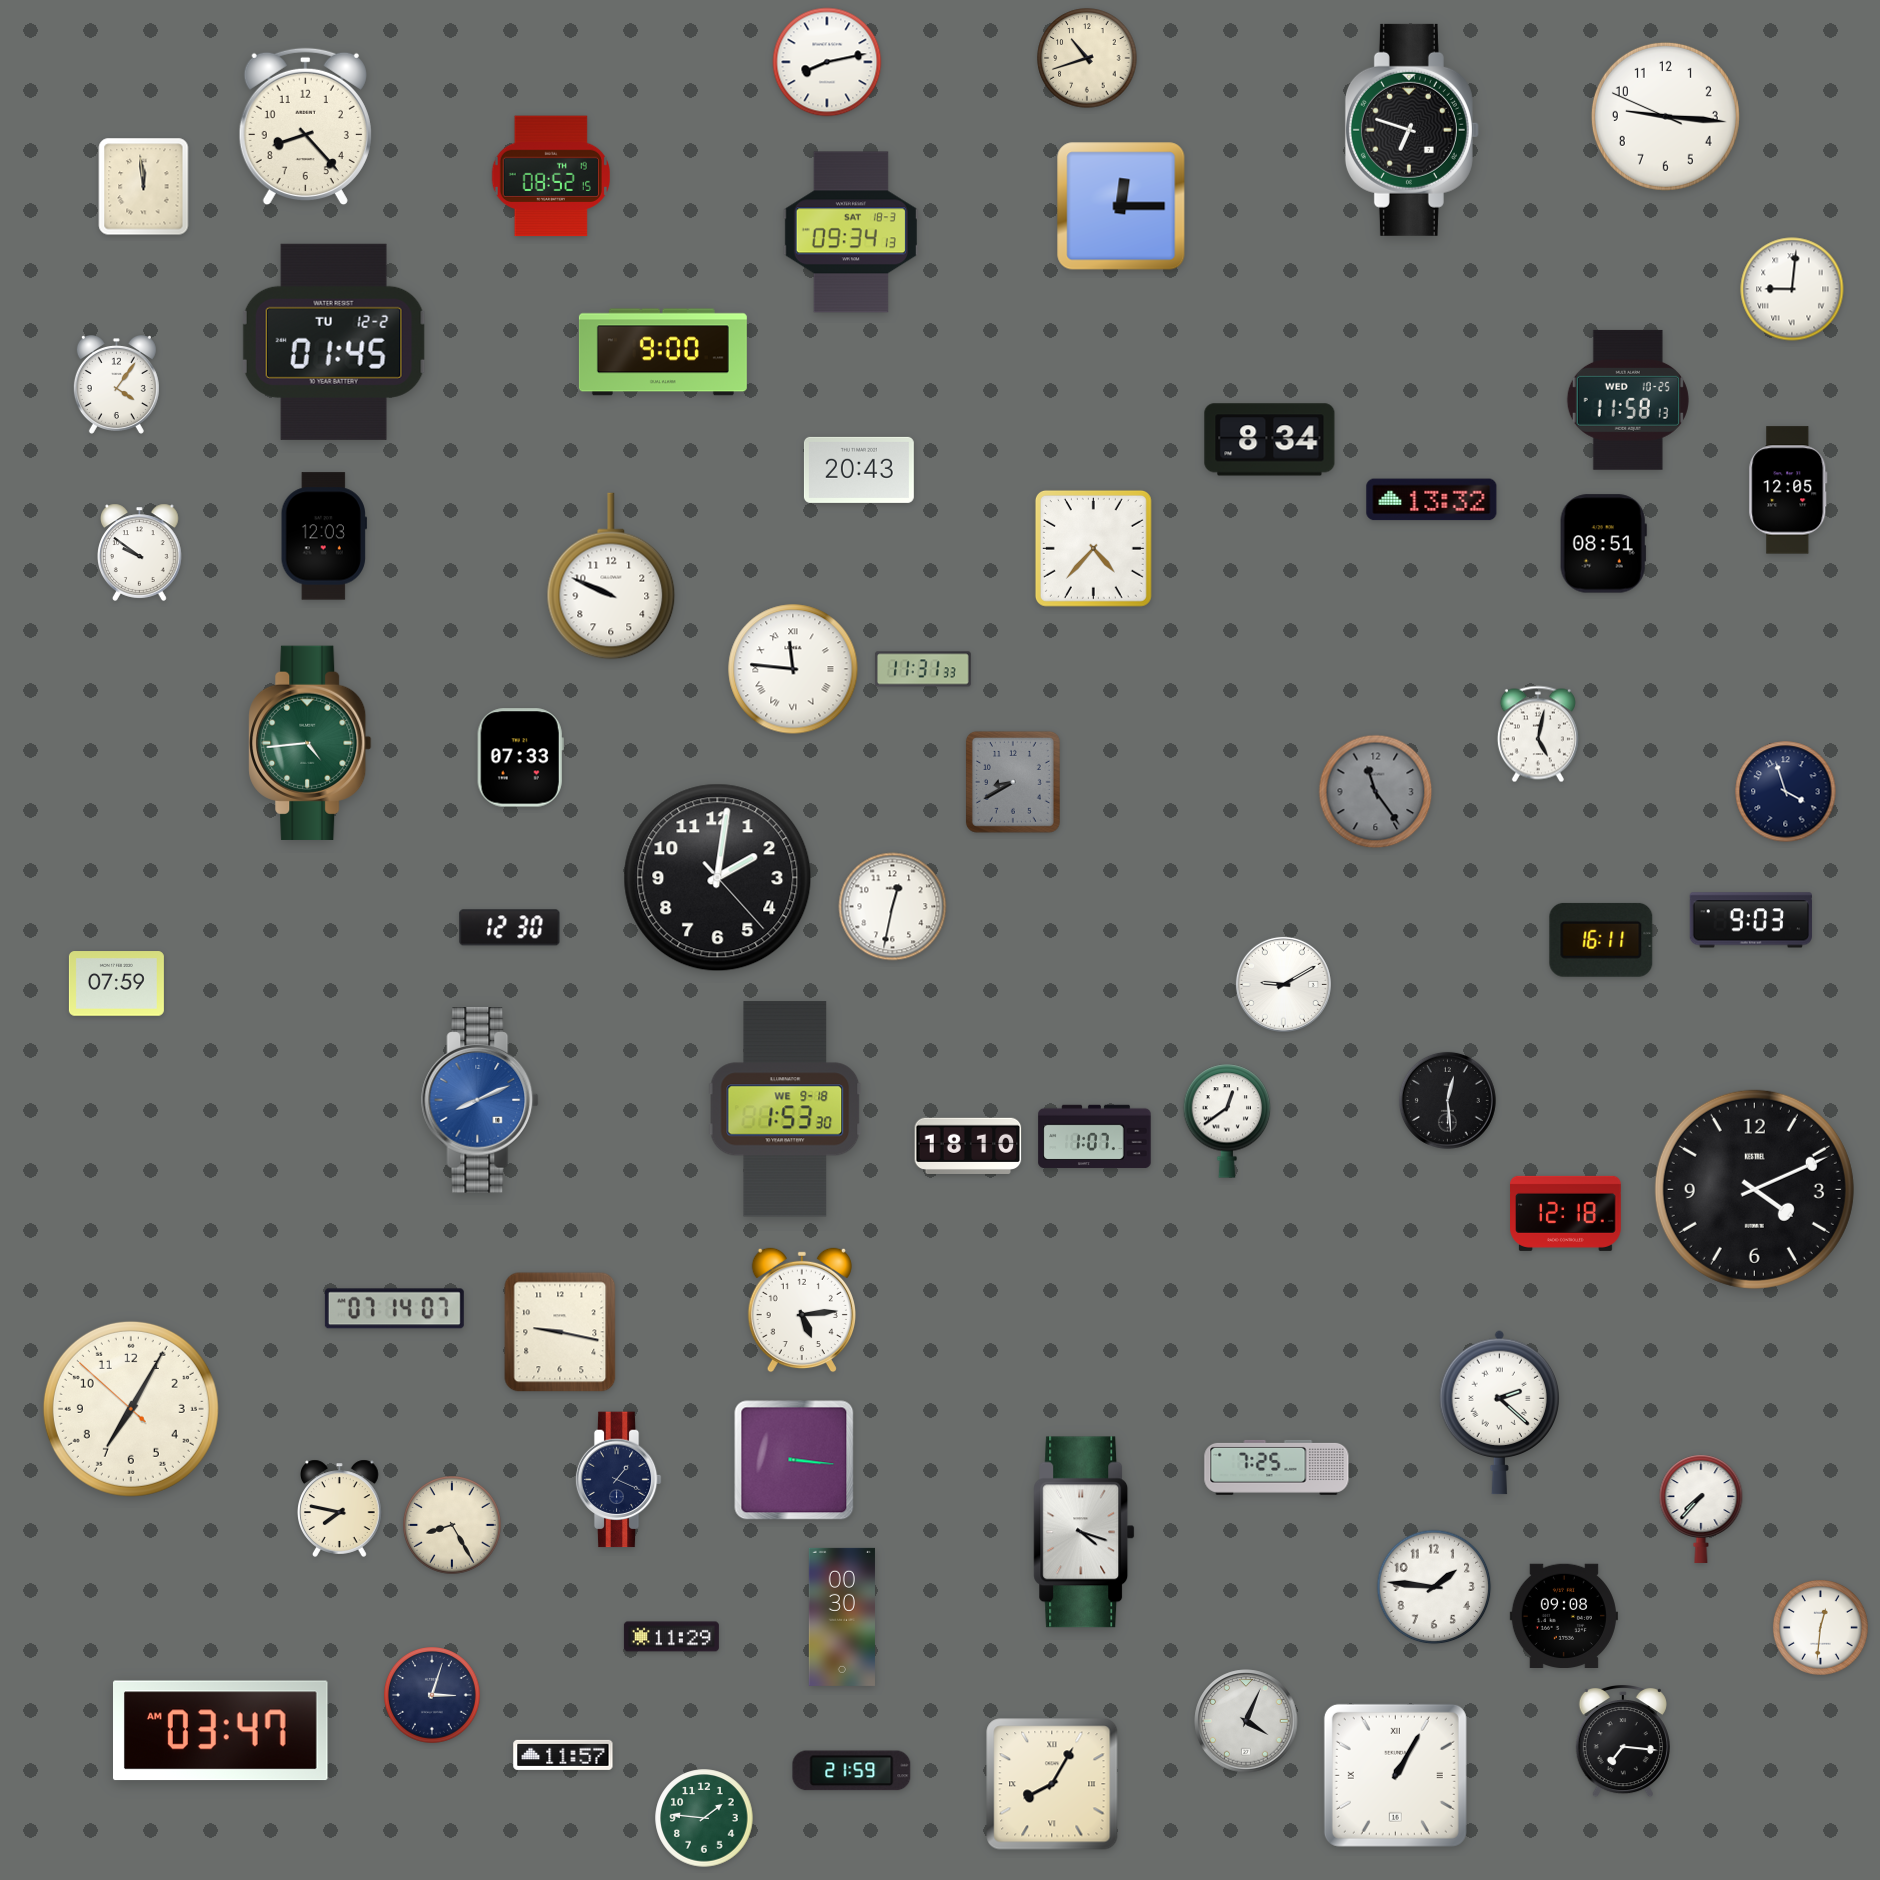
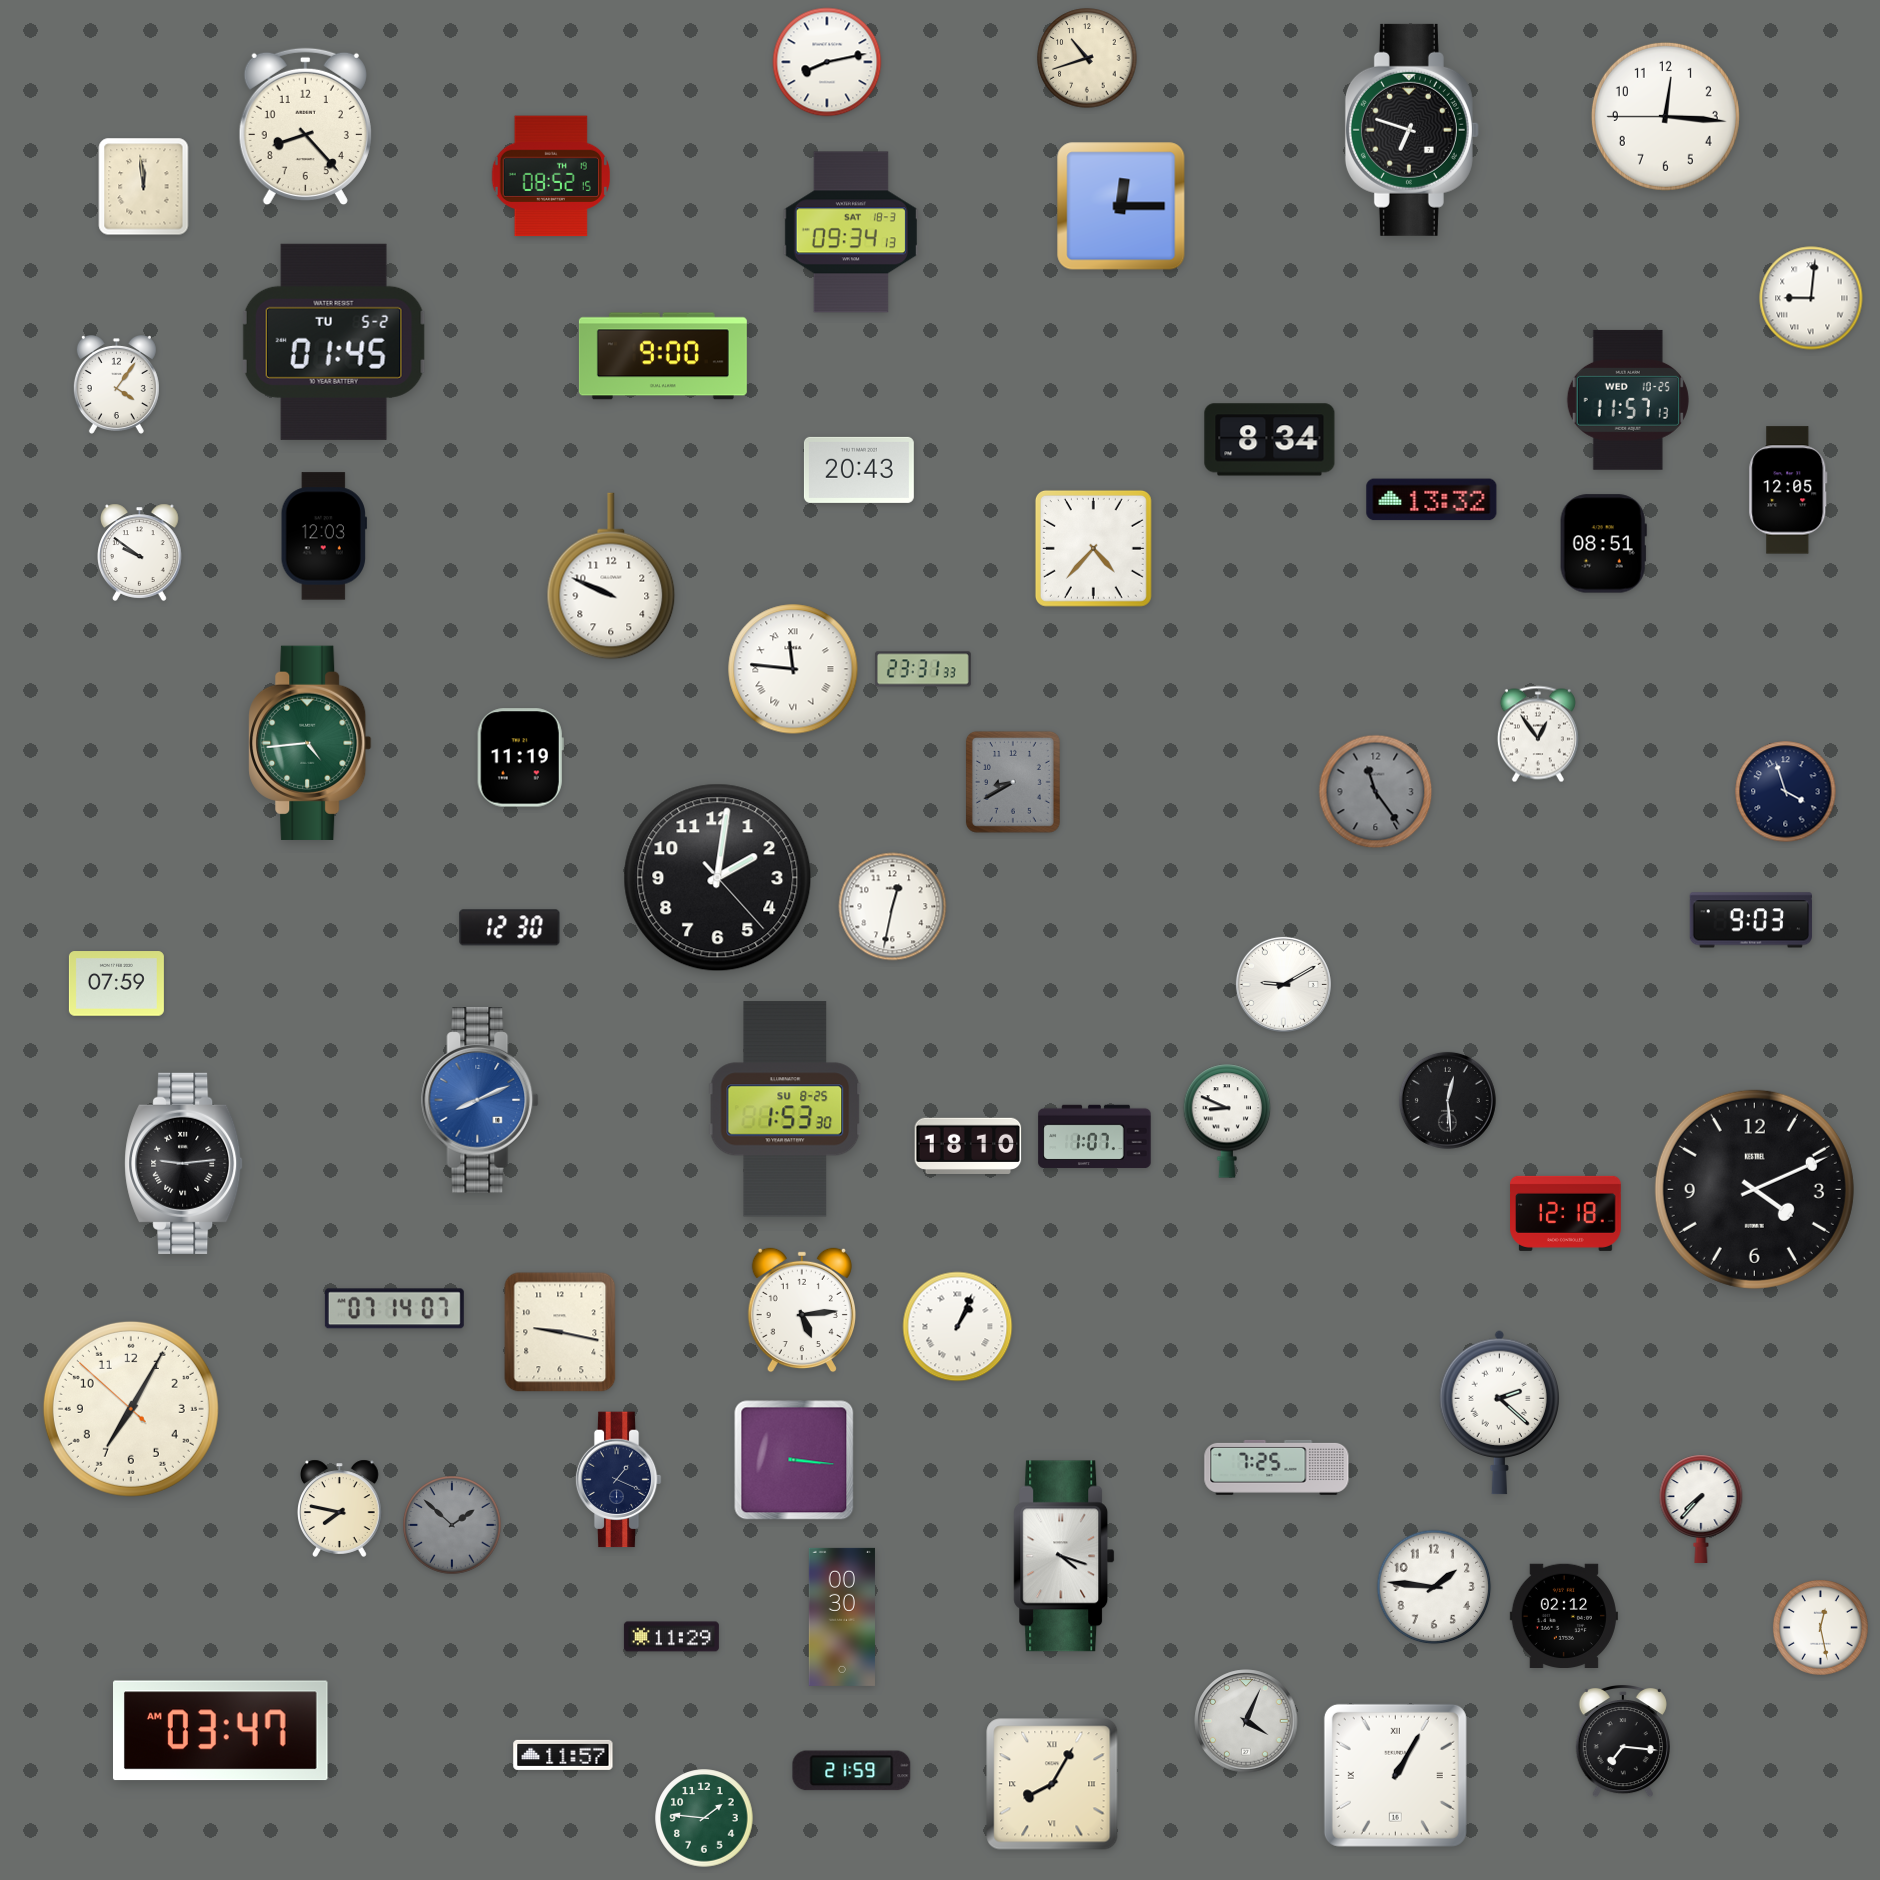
clock at (1665, 116): 9:15 -> 12:15
clock at (1792, 289) position: (1792, 289) -> (1811, 298)
clock at (334, 342) date: TU 12-2 -> TU 5-2
clock at (663, 352) position: (663, 352) -> (663, 356)
clock at (1628, 400): 11:58 -> 11:57
clock at (923, 669): 11:31 -> 23:31
clock at (1538, 734): 5:02 -> 12:54
clock at (520, 758): 07:33 -> 11:19
clock at (1601, 940): 16:11 -> none
clock at (785, 1109) date: WE 9-18 -> SU 8-25
clock at (1227, 1121): 12:39 -> 8:49
clock at (184, 1163): none -> 9:14
clock at (958, 1327): none -> 1:04
clock at (452, 1525): 8:25 -> 1:52
clock at (452, 1525) dial: cream -> grey
clock at (1084, 1532) position: (1084, 1532) -> (1064, 1556)
clock at (1564, 1615): 09:08 -> 02:12
clock at (1820, 1627): 12:31 -> 12:28
clock at (433, 1696): 3:03 -> none
